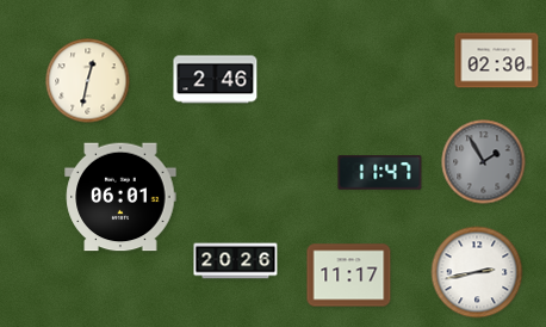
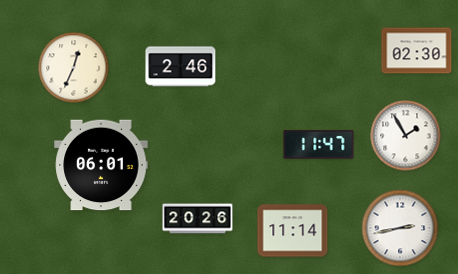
clock at (88, 81): 12:32 -> 12:34
clock at (484, 162) dial: grey -> white
clock at (349, 276): 11:17 -> 11:14
